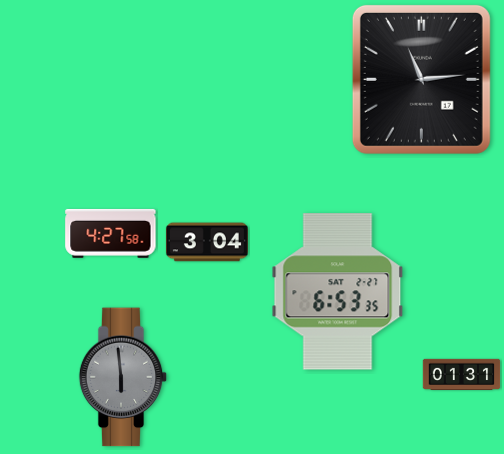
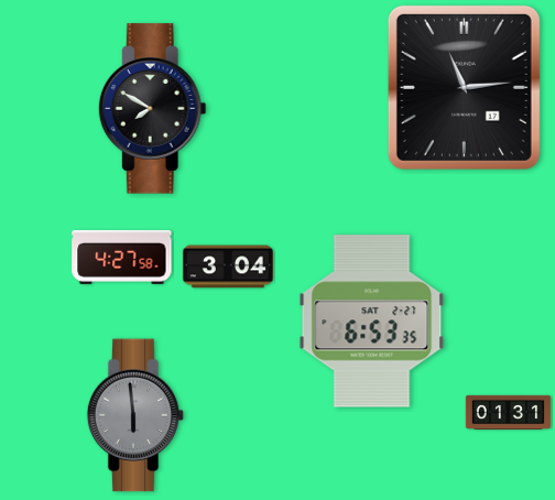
clock at (152, 109): none -> 7:50
